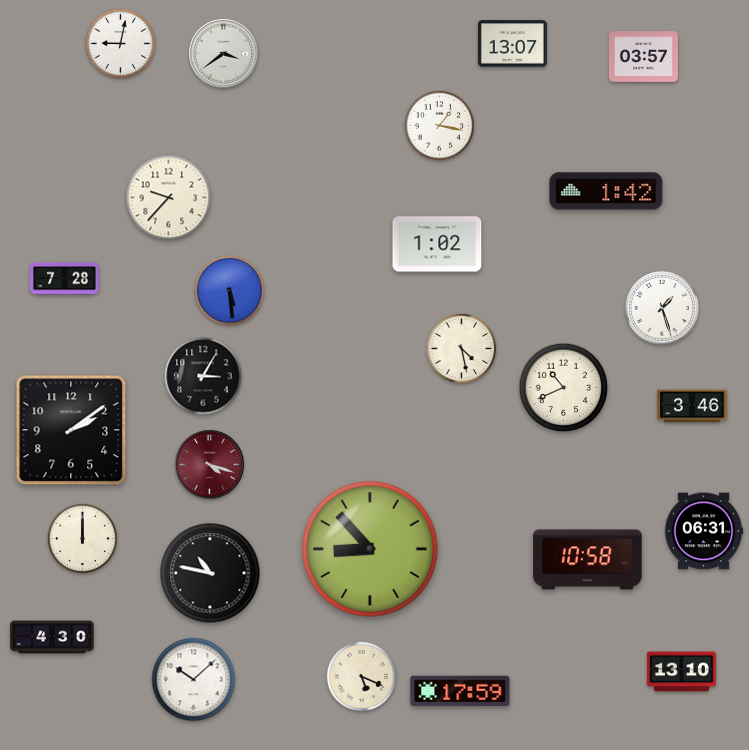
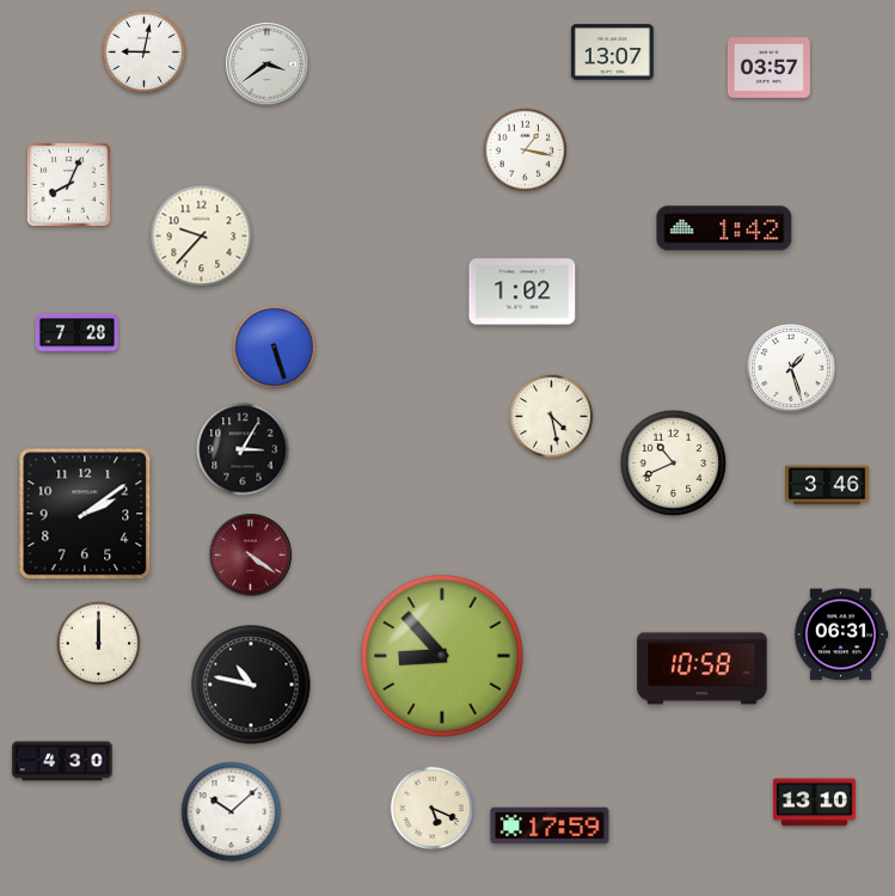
clock at (68, 184): none -> 8:04
clock at (230, 291): 5:29 -> 5:27
clock at (210, 465): 4:18 -> 4:21
